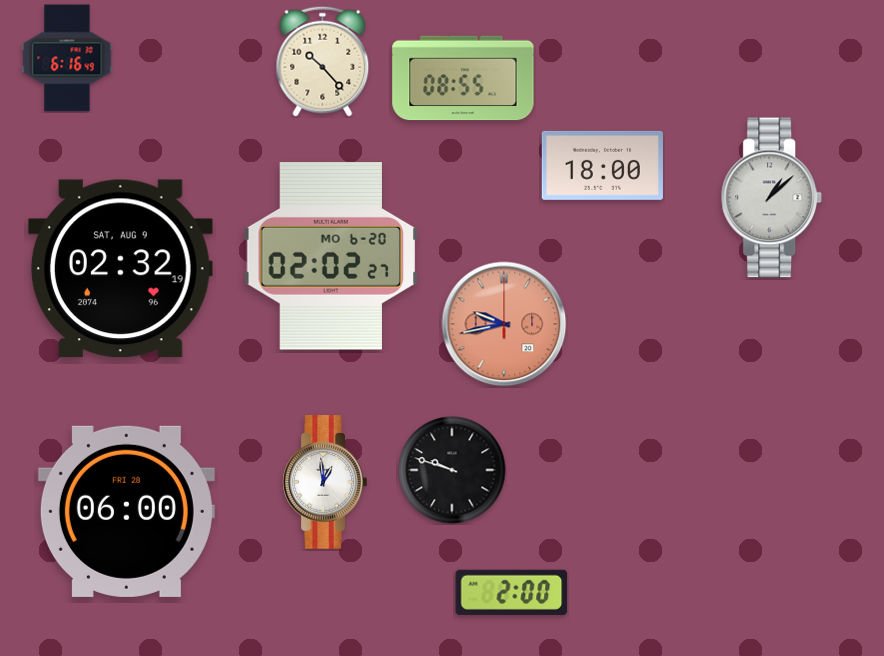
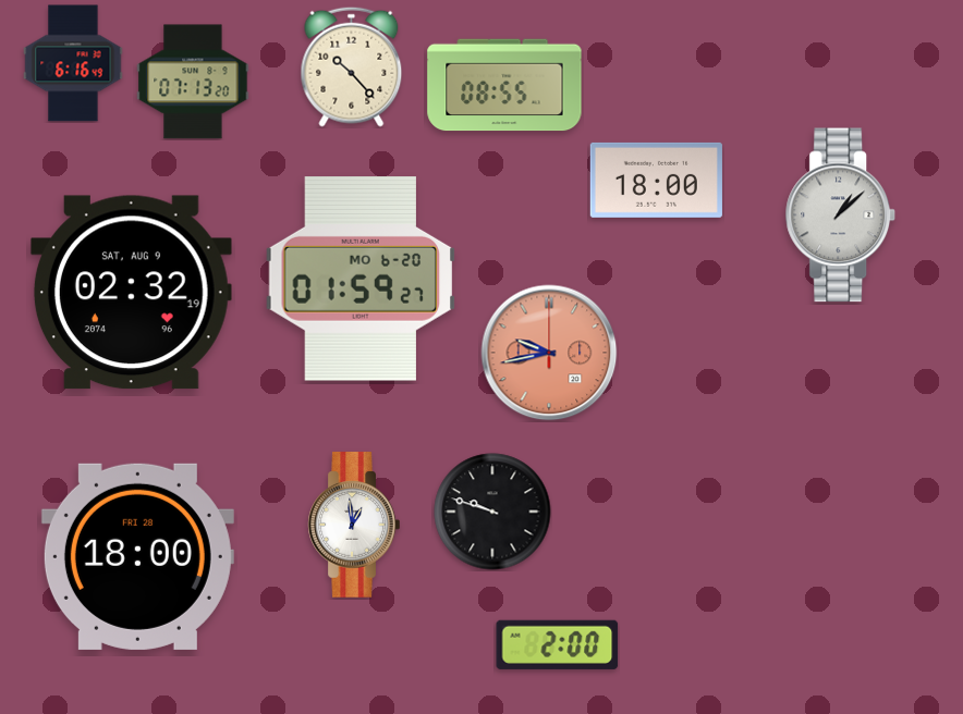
clock at (193, 82): none -> 07:13
clock at (331, 257): 02:02 -> 01:59
clock at (126, 511): 06:00 -> 18:00
